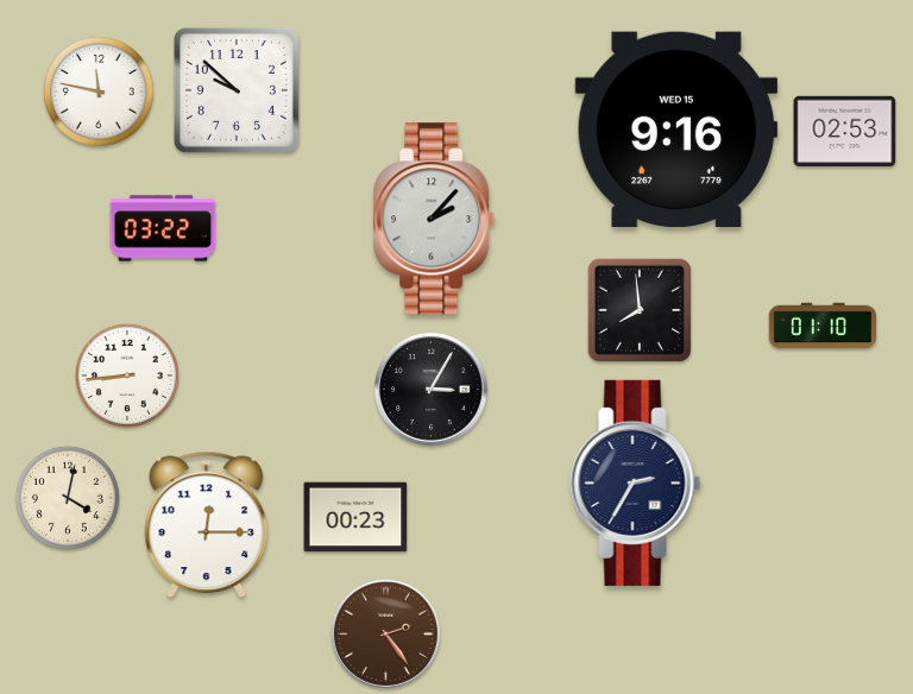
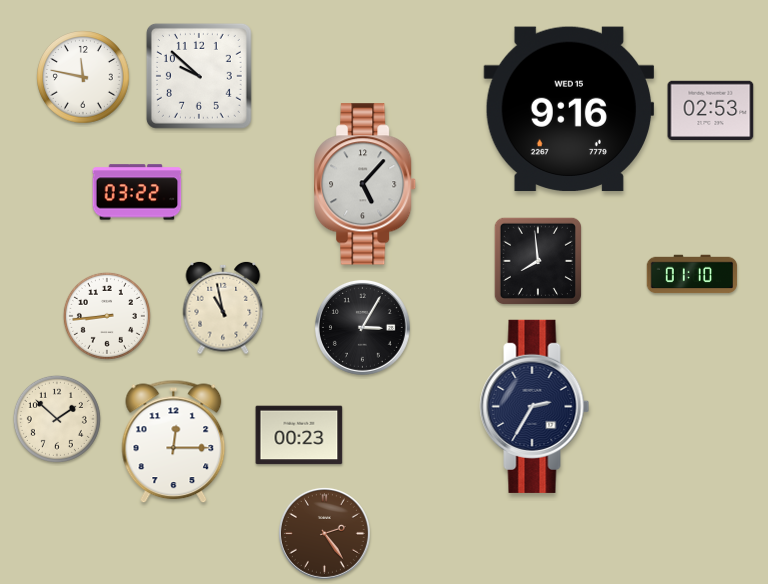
clock at (435, 219): 2:07 -> 5:07
clock at (223, 308): none -> 10:58
clock at (68, 498): 4:02 -> 1:52
